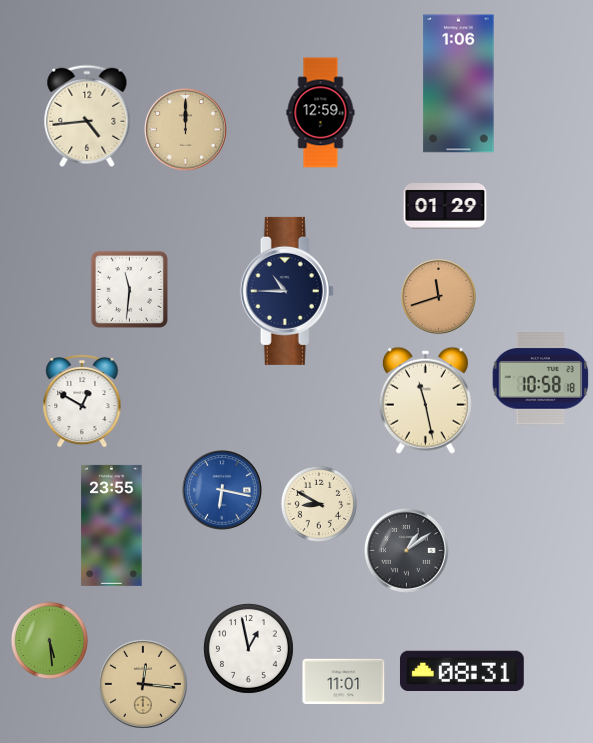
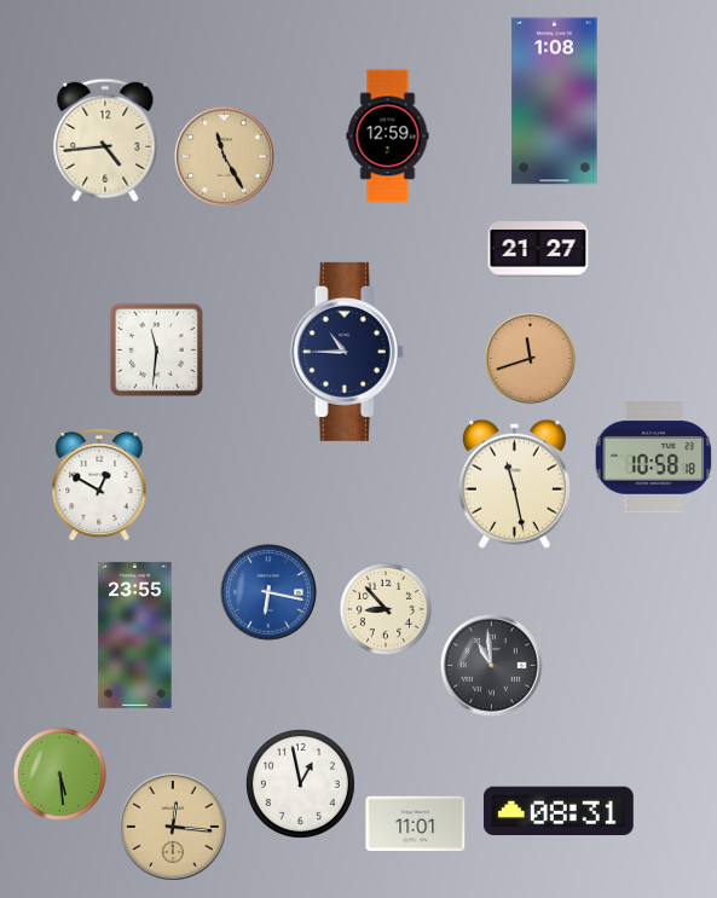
clock at (459, 84): 1:06 -> 1:08
clock at (186, 130): 12:00 -> 11:25
clock at (445, 206): 01:29 -> 21:27
clock at (319, 504): 8:50 -> 8:53
clock at (407, 551): 1:09 -> 10:59
